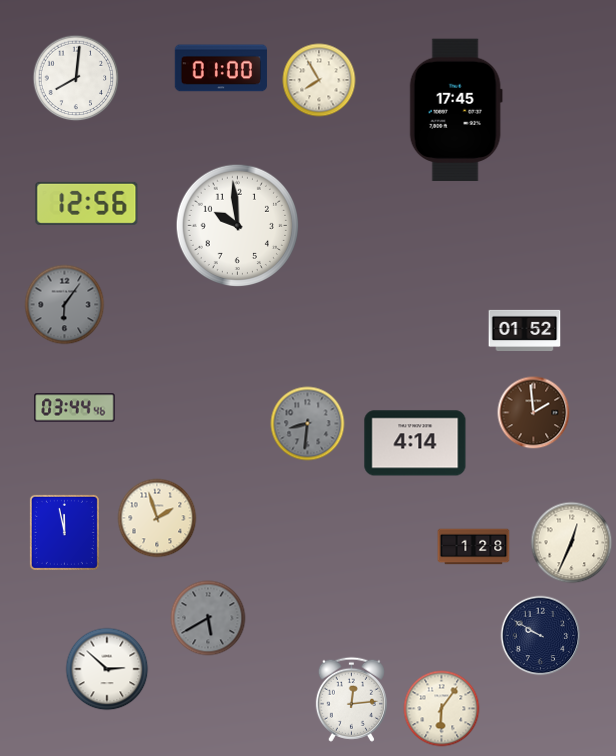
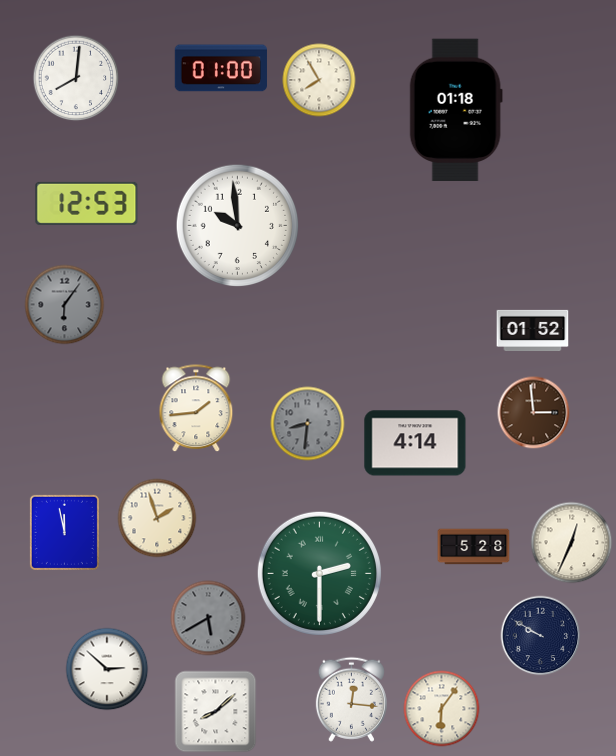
clock at (456, 109): 17:45 -> 01:18
clock at (87, 203): 12:56 -> 12:53
clock at (525, 330) position: (525, 330) -> (533, 330)
clock at (75, 408): 03:44 -> none
clock at (196, 409): none -> 1:44
clock at (534, 413): 1:59 -> 2:59
clock at (474, 547): 1:28 -> 5:28
clock at (319, 573): none -> 2:30
clock at (351, 699): 12:14 -> 12:16
clock at (216, 712): none -> 8:08
